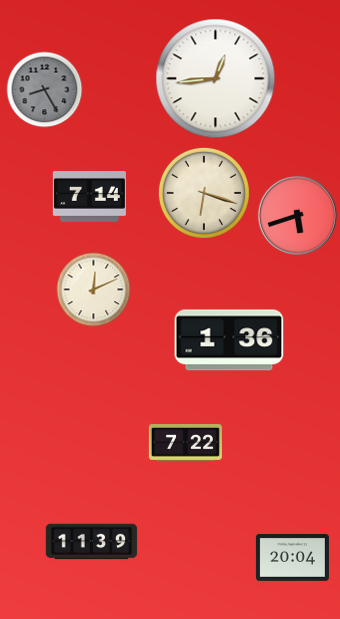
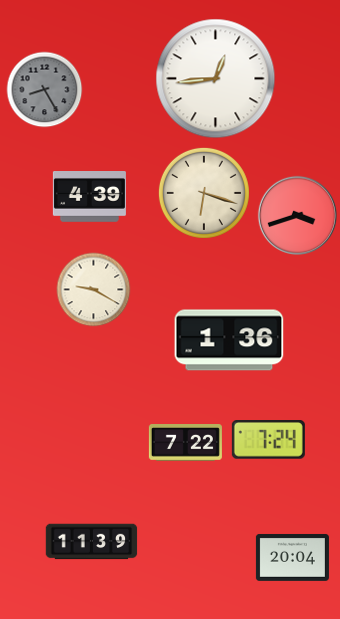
clock at (89, 197): 7:14 -> 4:39
clock at (297, 215): 5:42 -> 3:42
clock at (94, 290): 12:11 -> 9:20
clock at (268, 440): none -> 7:24
